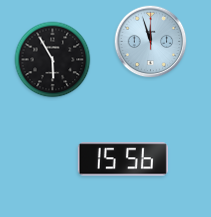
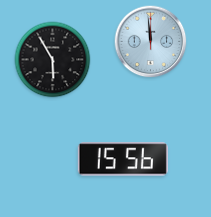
clock at (151, 42): 11:57 -> 11:59
